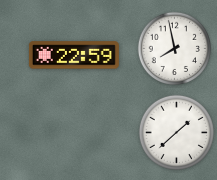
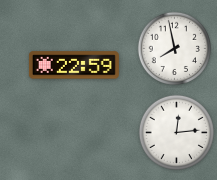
clock at (74, 55) position: (74, 55) -> (74, 65)
clock at (176, 132): 1:38 -> 12:14
